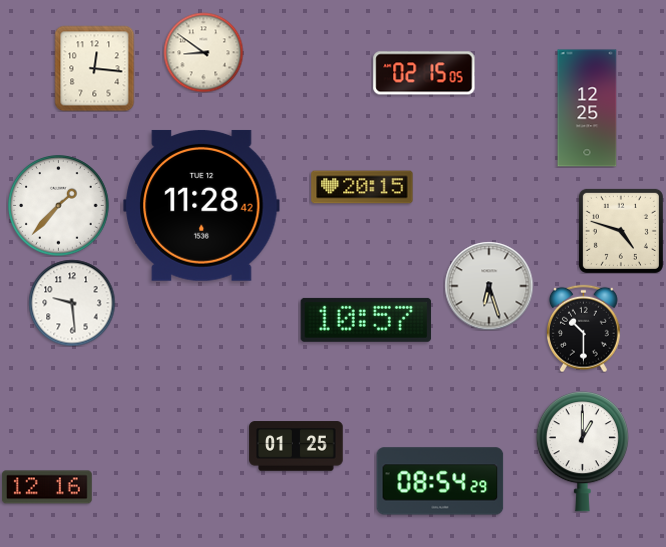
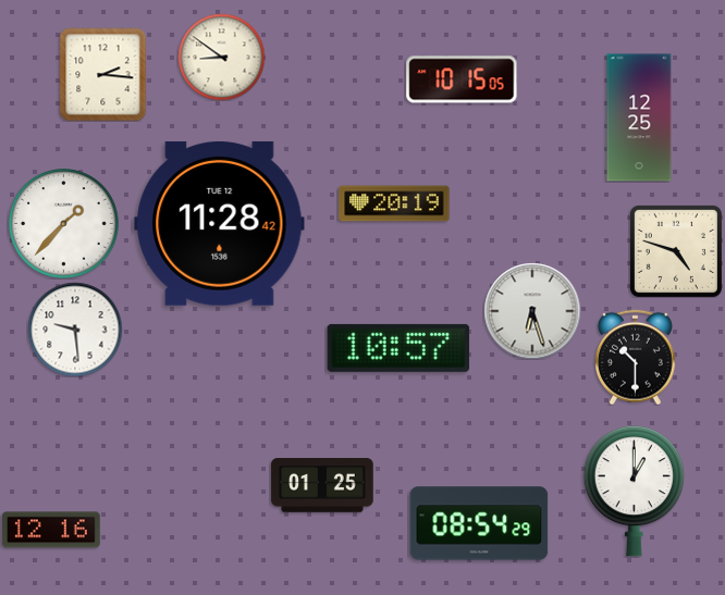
clock at (95, 68): 12:16 -> 2:16
clock at (424, 73): 02:15 -> 10:15
clock at (362, 187): 20:15 -> 20:19
clock at (72, 303) position: (72, 303) -> (75, 330)
